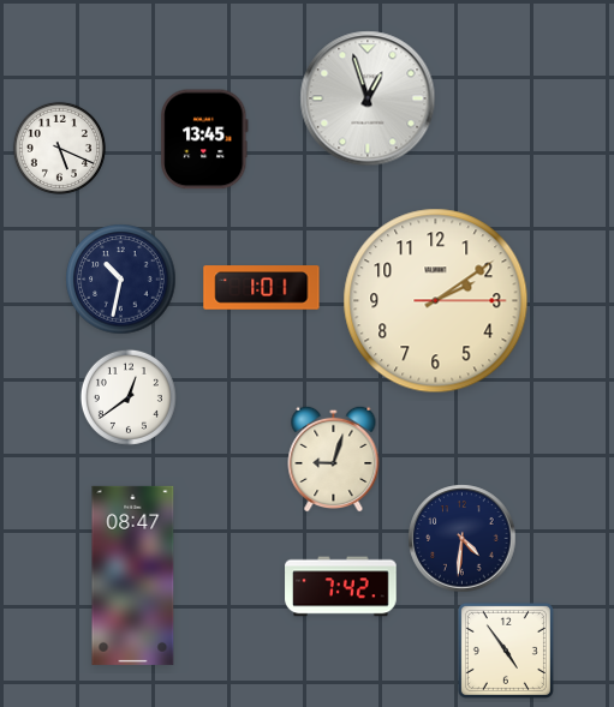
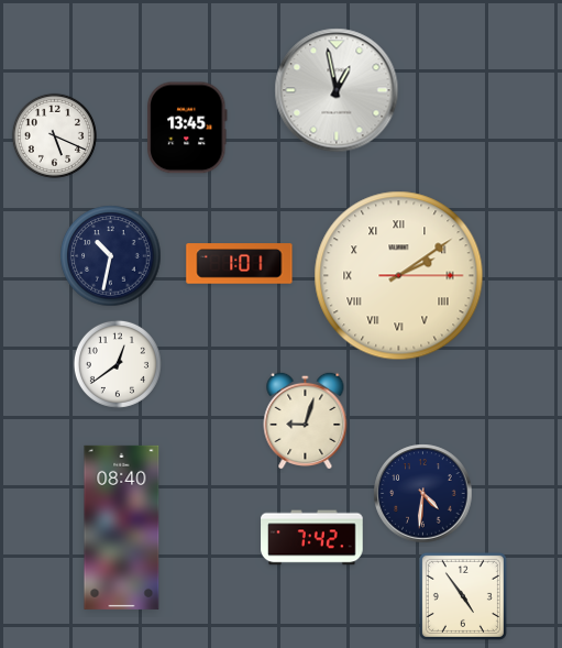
clock at (368, 98): 12:57 -> 12:58
clock at (436, 301) numerals: Arabic -> Roman
clock at (133, 575): 08:47 -> 08:40
